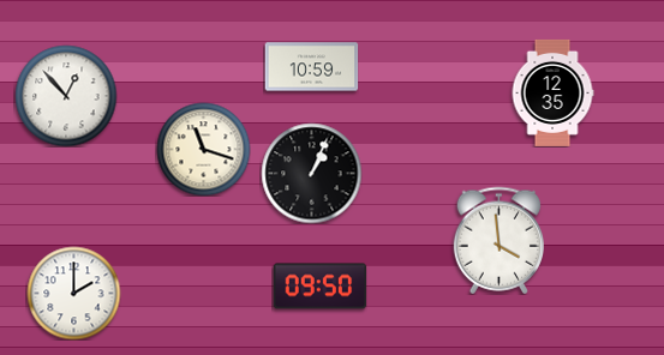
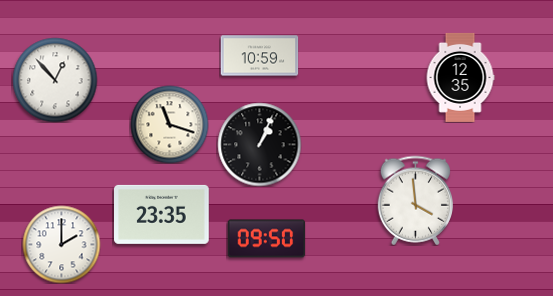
clock at (162, 214): none -> 23:35
